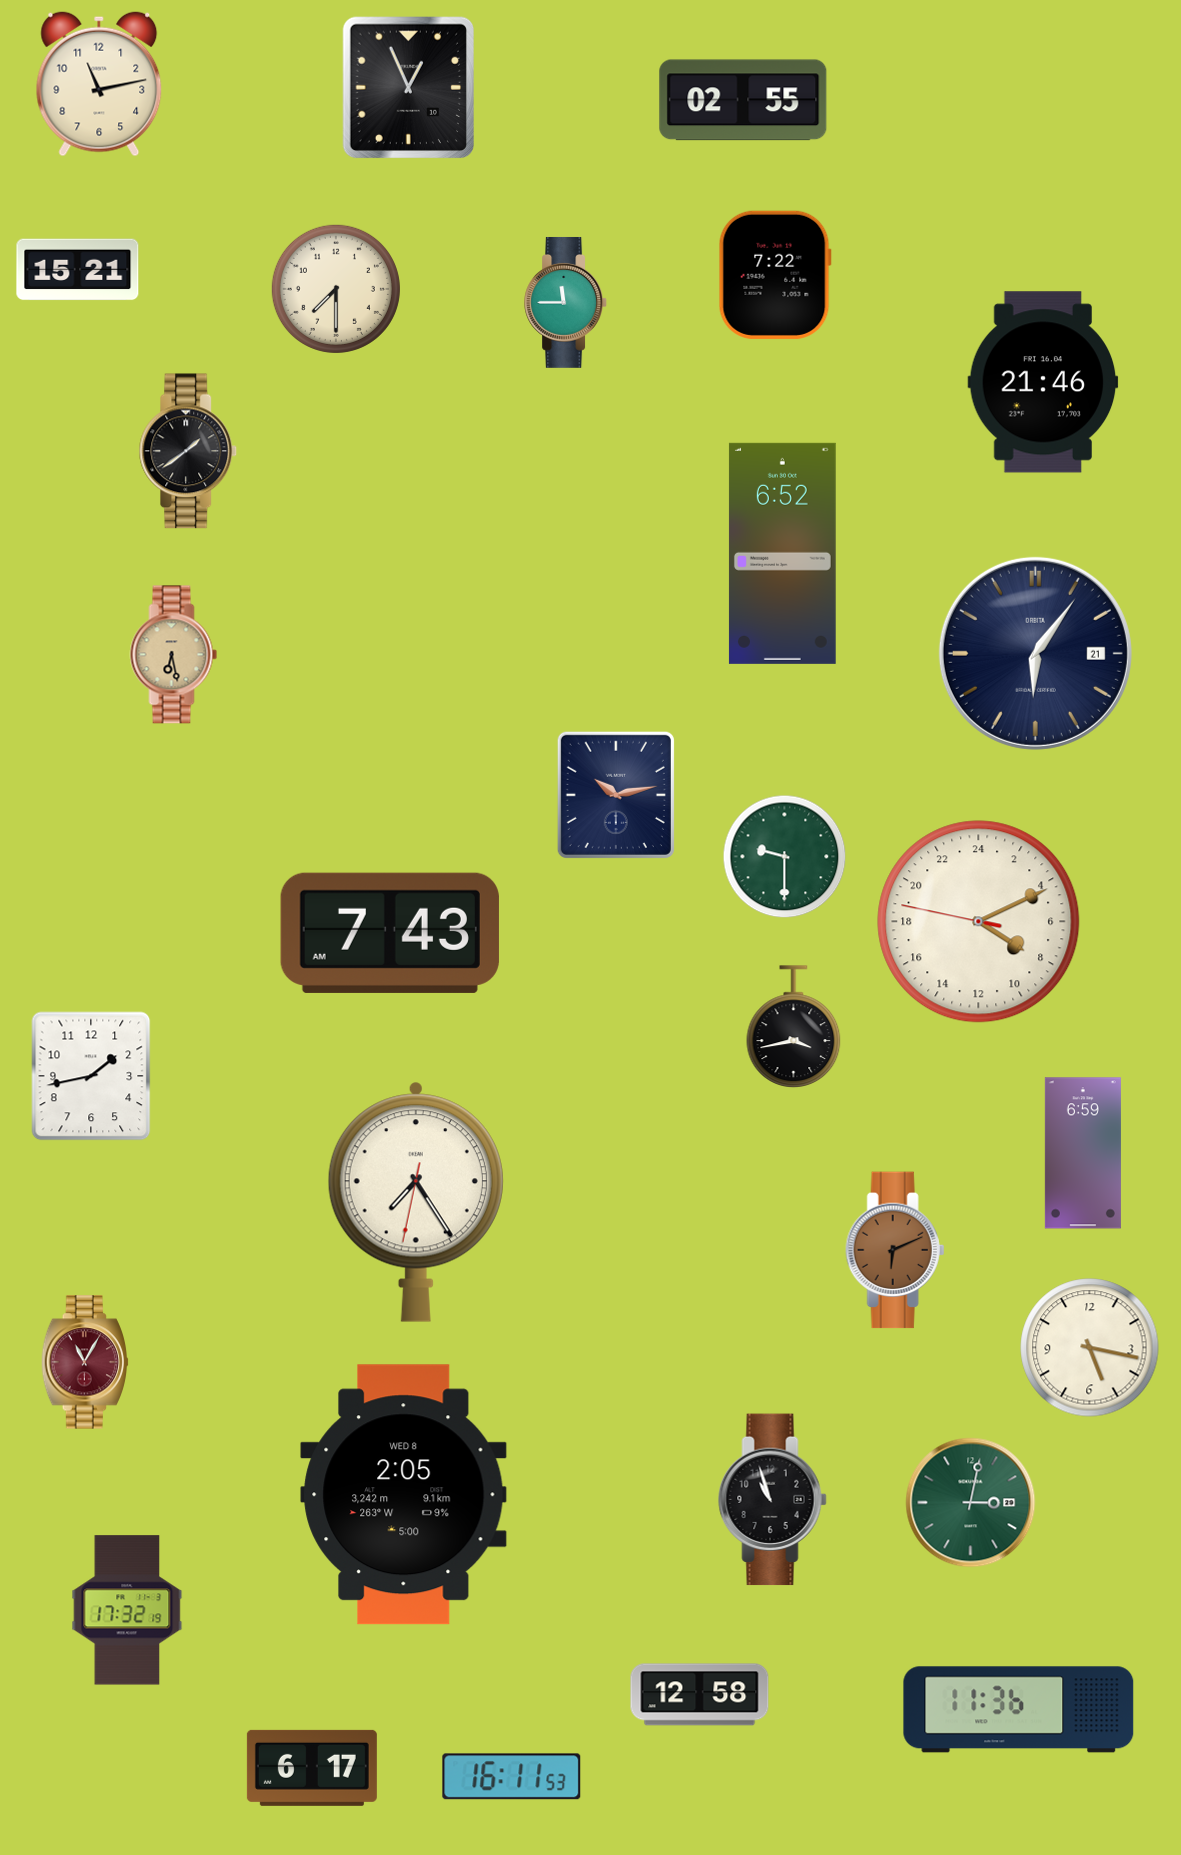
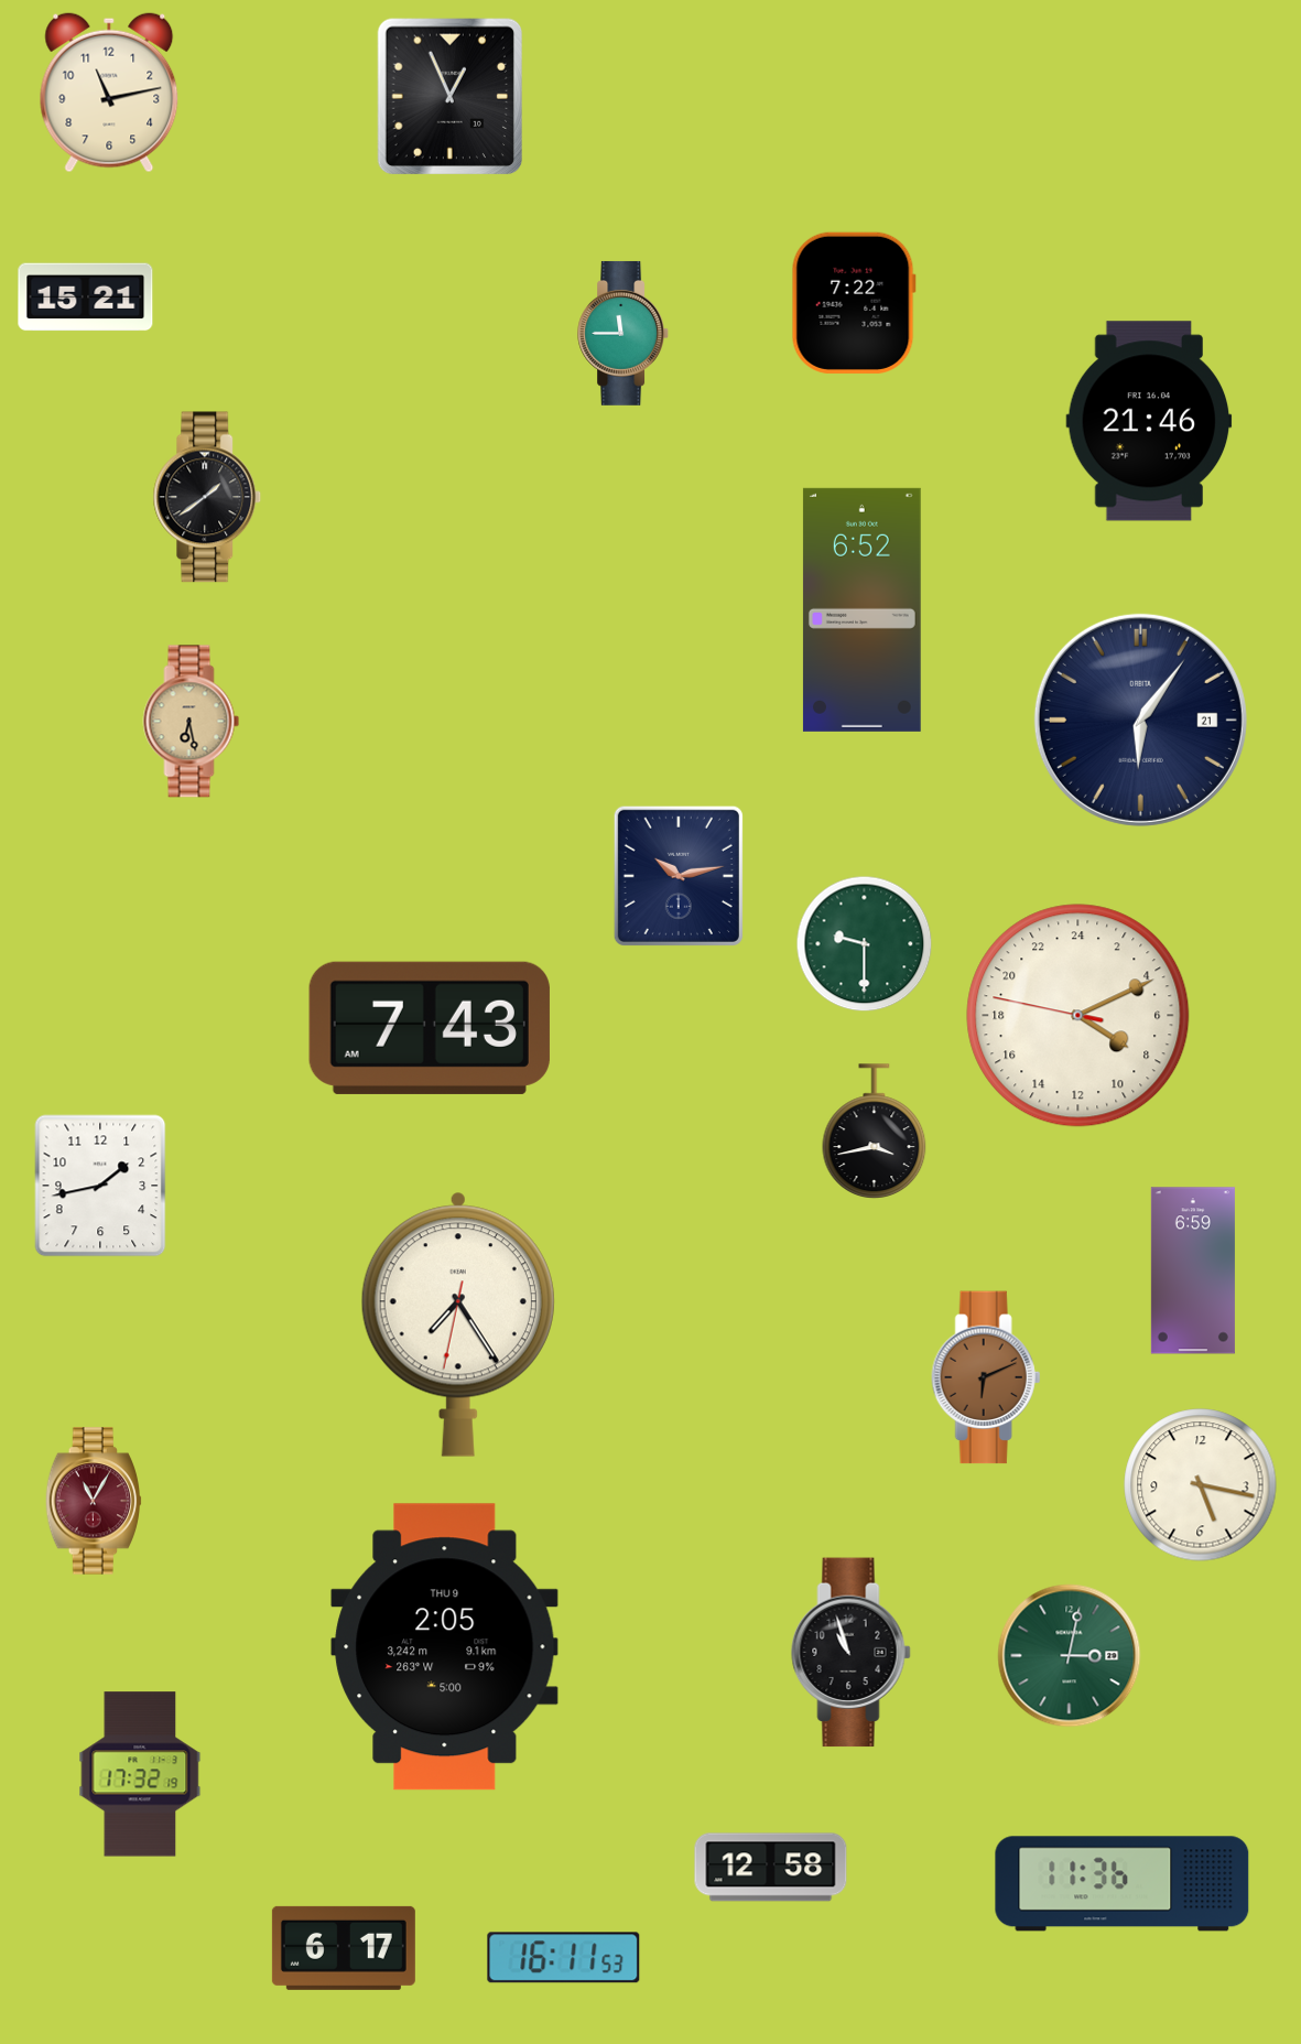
clock at (743, 100): 02:55 -> none
clock at (336, 289): 7:30 -> none
clock at (404, 1495) date: WED 8 -> THU 9
